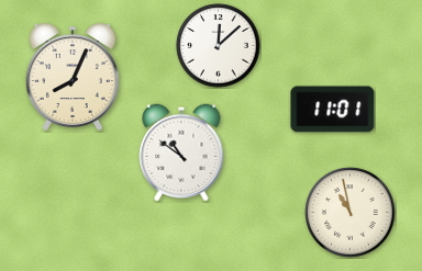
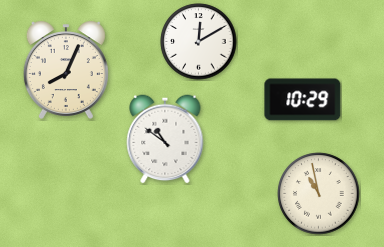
clock at (219, 46): 12:08 -> 12:10
clock at (333, 110): 11:01 -> 10:29
